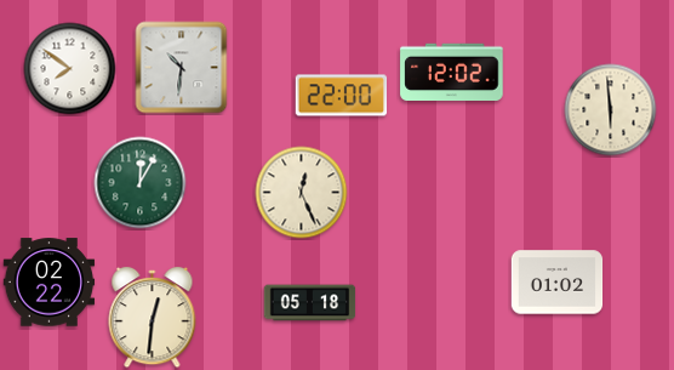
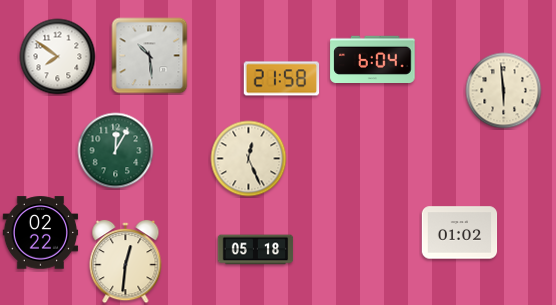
clock at (182, 68): 10:31 -> 10:29
clock at (452, 72): 12:02 -> 6:04
clock at (342, 96): 22:00 -> 21:58
